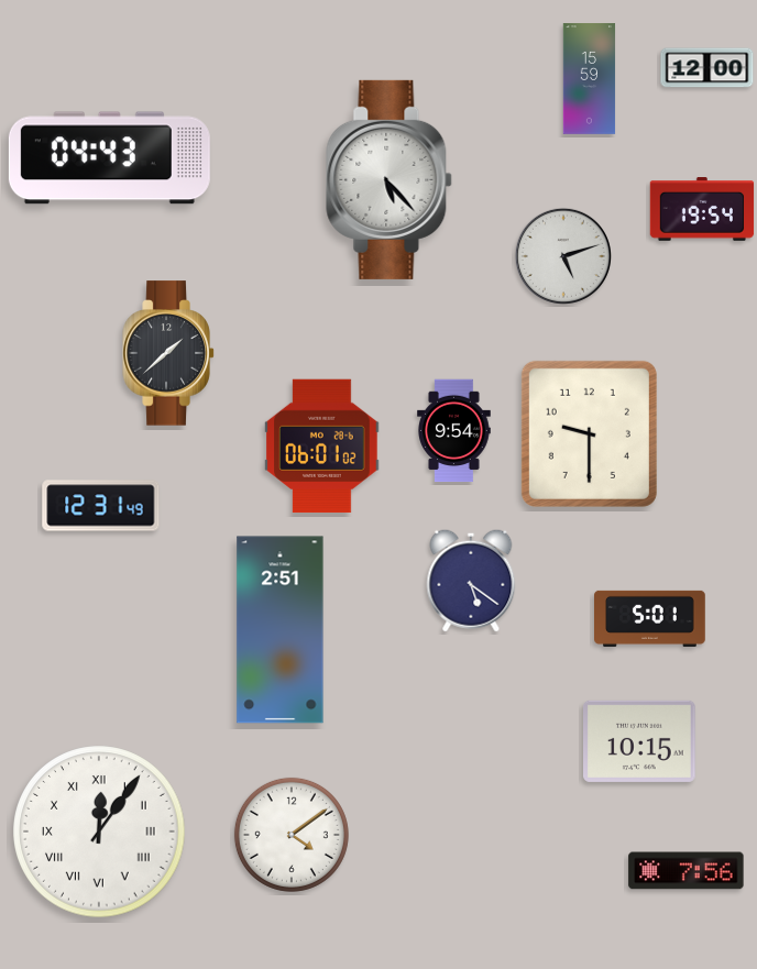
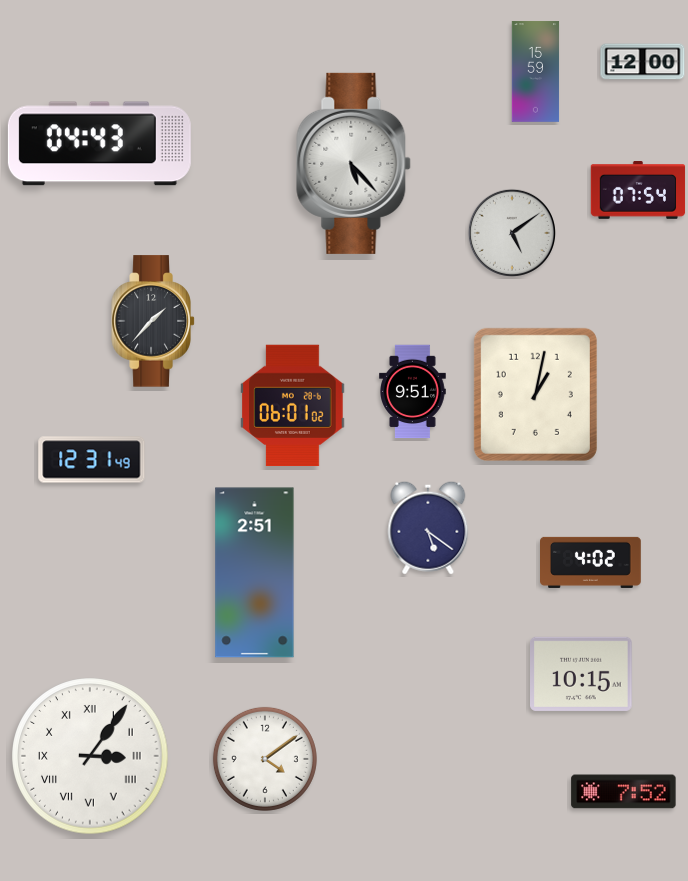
clock at (702, 210): 19:54 -> 07:54
clock at (563, 256): 5:12 -> 5:09
clock at (168, 353): 1:38 -> 1:37
clock at (454, 431): 9:54 -> 9:51
clock at (589, 433): 9:30 -> 1:02
clock at (650, 618): 5:01 -> 4:02
clock at (99, 832): 12:06 -> 3:06
clock at (687, 871): 7:56 -> 7:52
